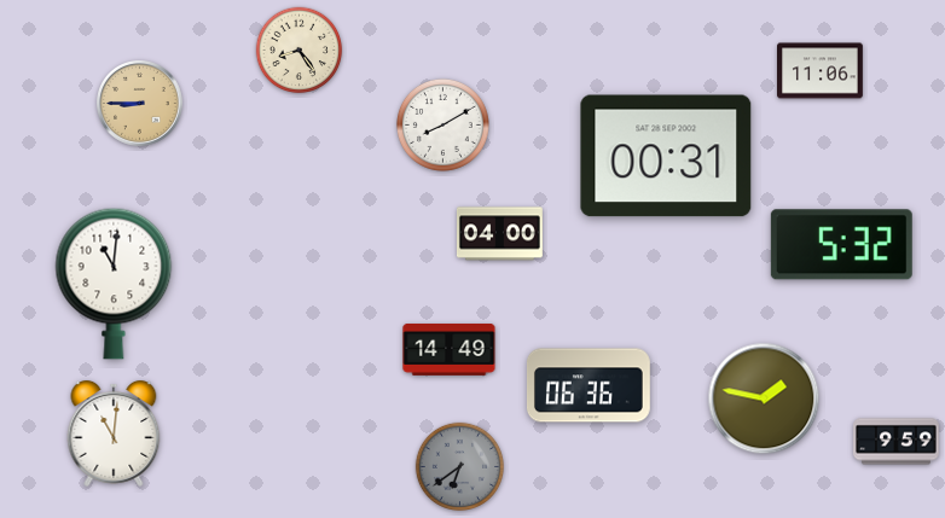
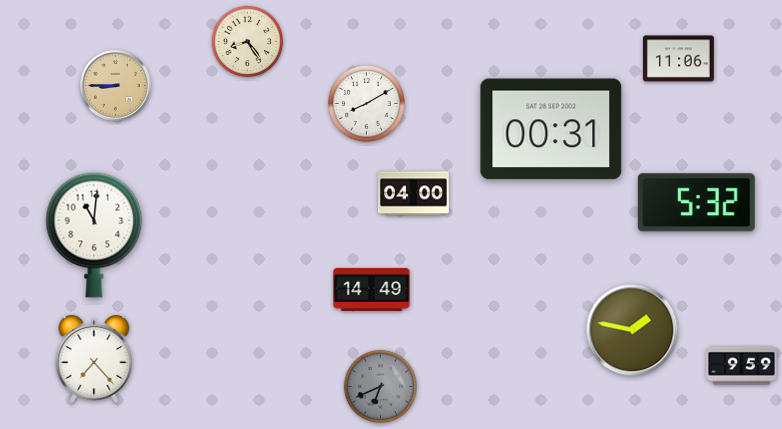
clock at (589, 385): 06:36 -> none
clock at (114, 433): 11:01 -> 7:23
clock at (459, 466): 6:39 -> 6:41
